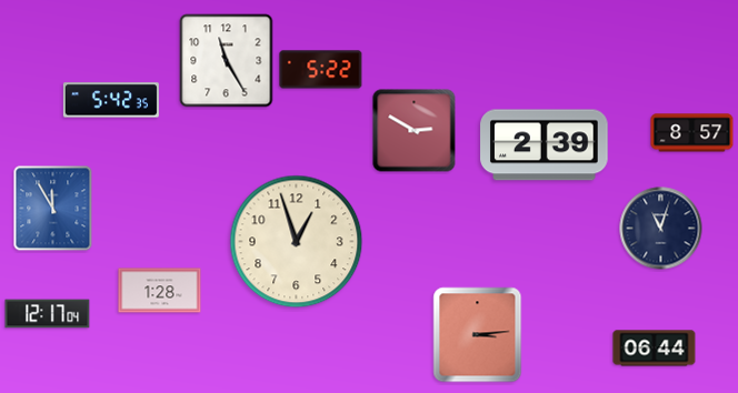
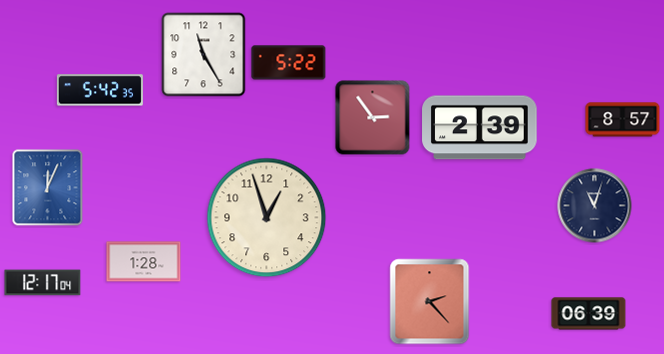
clock at (415, 131): 2:50 -> 2:54
clock at (545, 145) position: (545, 145) -> (480, 128)
clock at (53, 209): 11:55 -> 12:04
clock at (478, 335): 3:14 -> 2:23
clock at (655, 349): 06:44 -> 06:39
